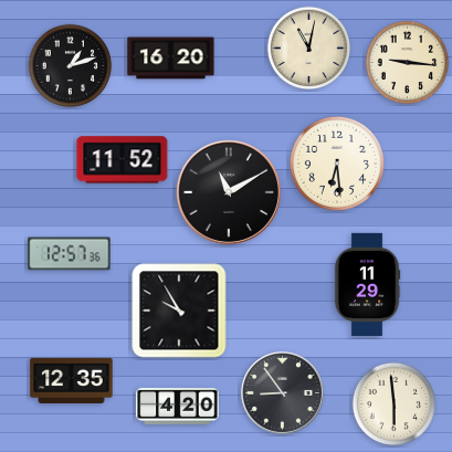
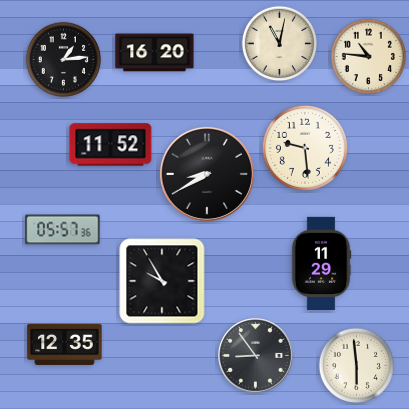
clock at (407, 62): 9:16 -> 10:46
clock at (70, 65): 1:12 -> 1:14
clock at (337, 164): 6:29 -> 9:29
clock at (229, 192): 11:10 -> 8:40
clock at (70, 254): 12:57 -> 05:57
clock at (367, 284) position: (367, 284) -> (321, 263)
clock at (178, 406): 4:20 -> none
